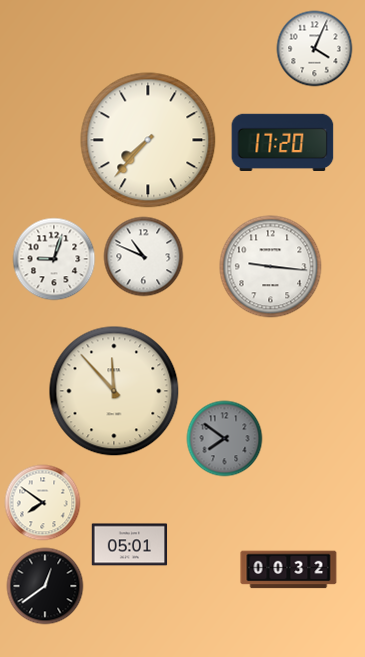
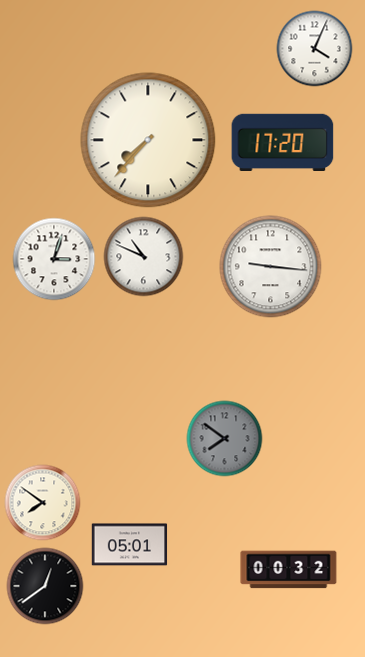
clock at (54, 259): 9:03 -> 3:03
clock at (114, 391): 11:53 -> none
